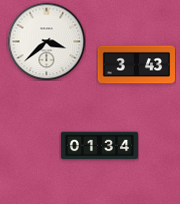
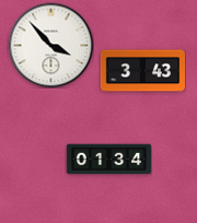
clock at (46, 41): 3:38 -> 3:53
clock at (136, 65) position: (136, 65) -> (142, 71)
